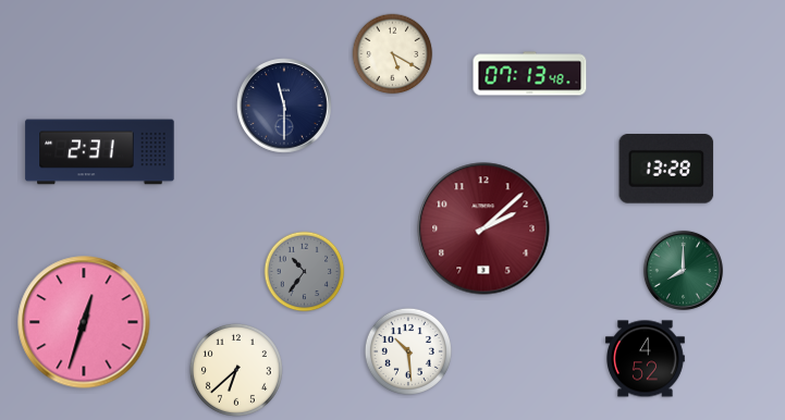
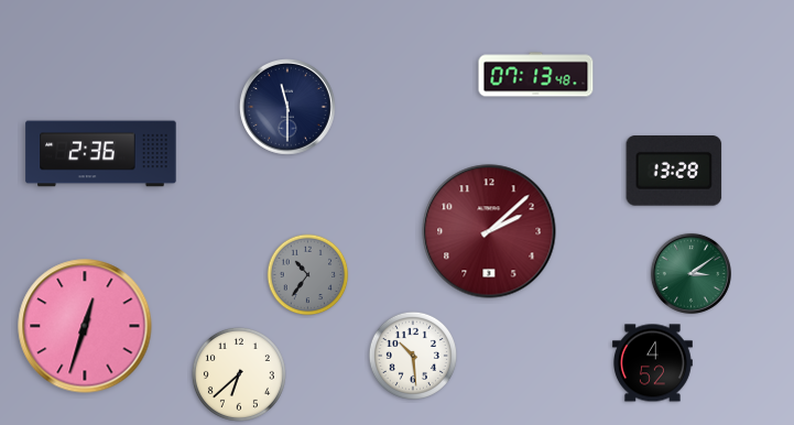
clock at (393, 54): 5:20 -> none
clock at (100, 152): 2:31 -> 2:36
clock at (683, 270): 8:00 -> 3:09
